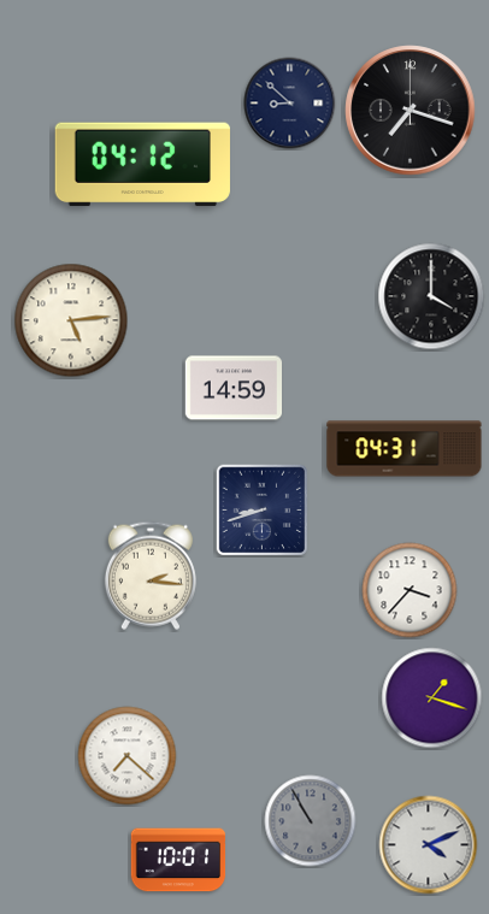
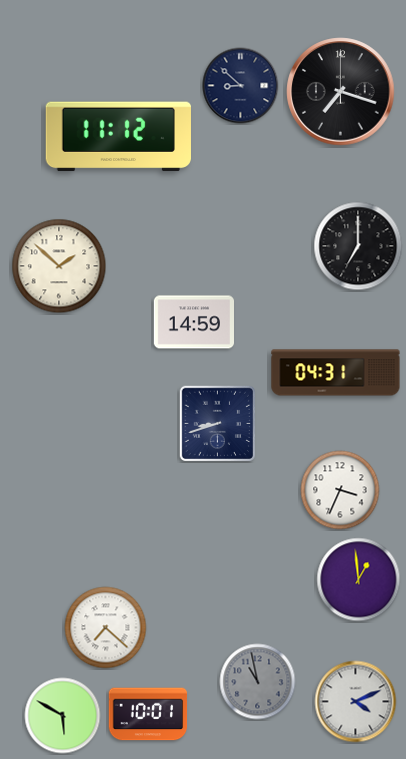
clock at (142, 165): 04:12 -> 11:12
clock at (431, 296): 4:00 -> 7:00
clock at (71, 320): 5:14 -> 1:52
clock at (151, 576): 2:16 -> none
clock at (410, 590): 3:37 -> 3:34
clock at (432, 698): 1:18 -> 12:59
clock at (311, 821): 10:55 -> 10:58
clock at (63, 716): none -> 5:50
